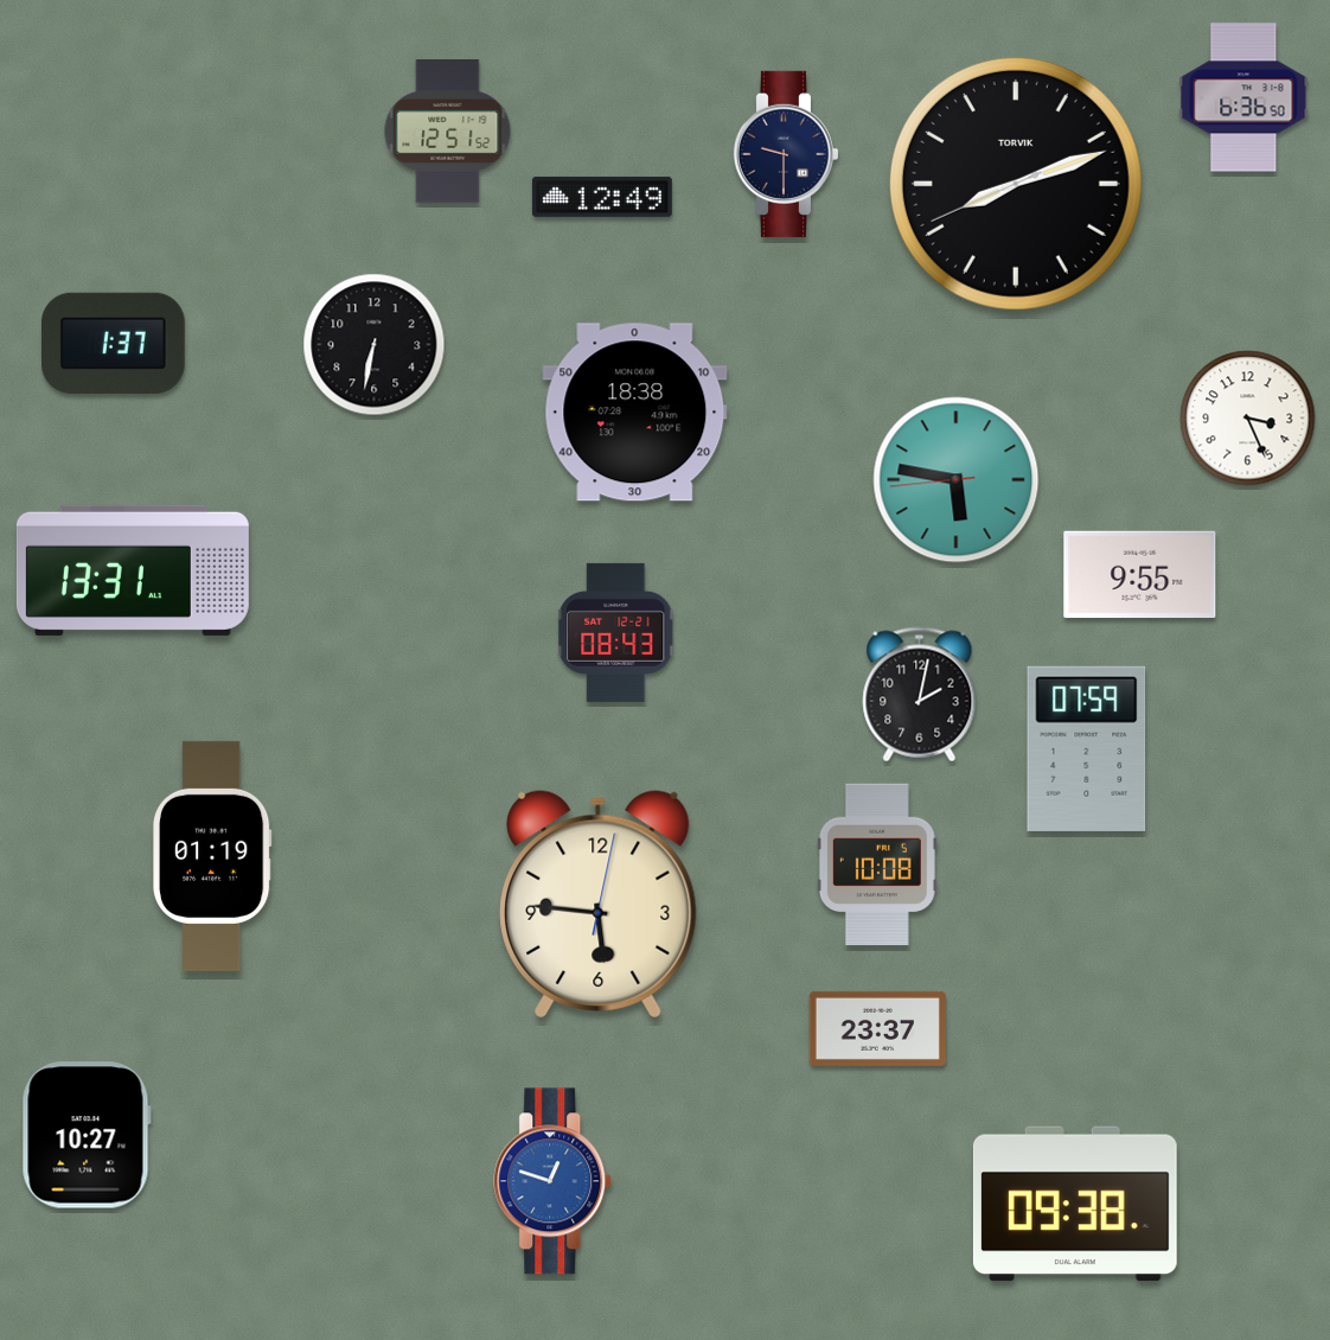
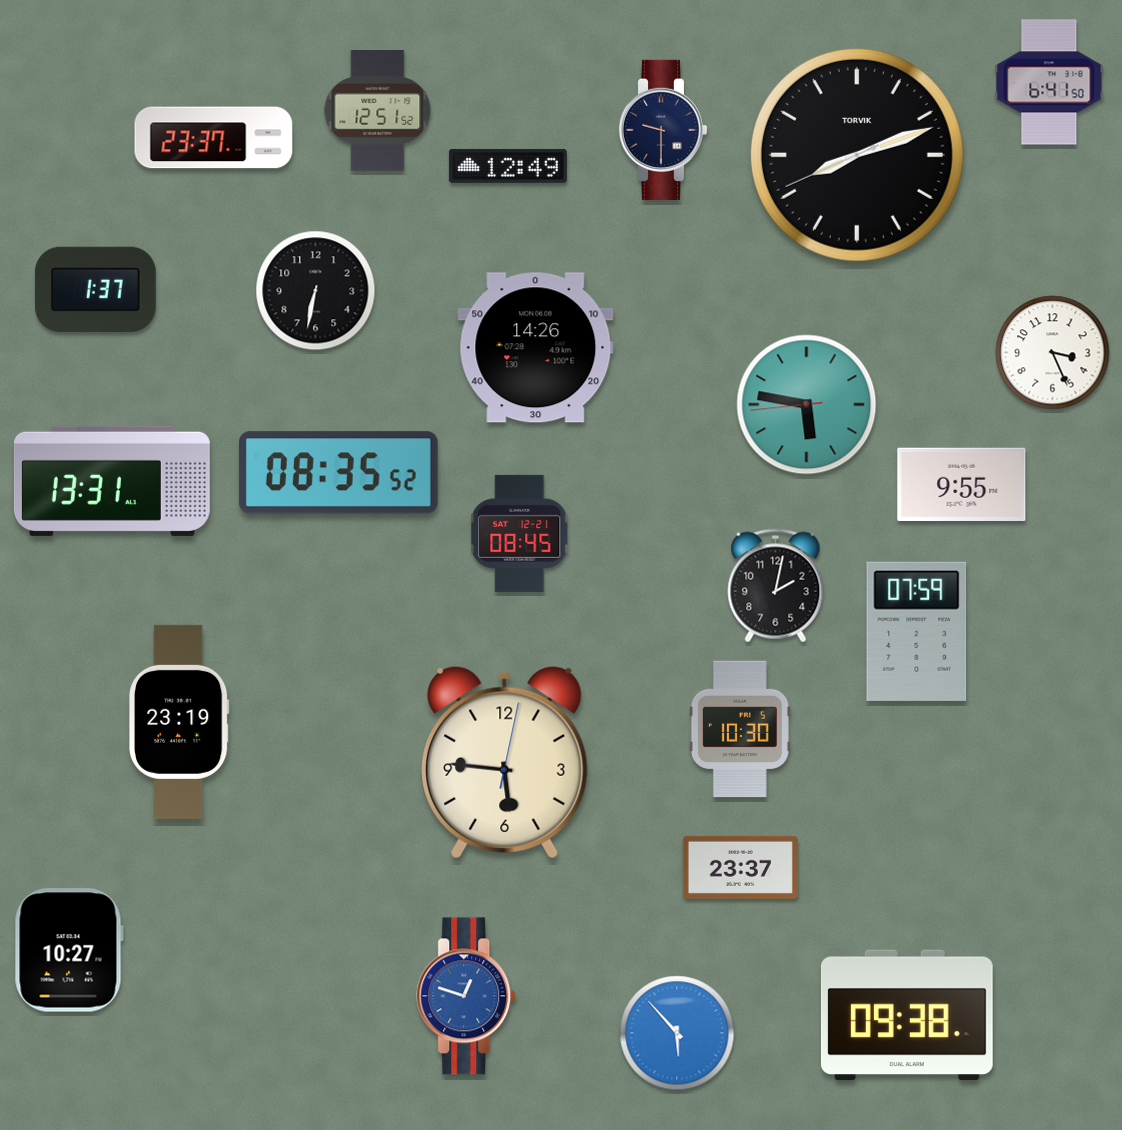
clock at (1243, 97): 6:36 -> 6:41
clock at (214, 138): none -> 23:37
clock at (635, 413): 18:38 -> 14:26
clock at (338, 473): none -> 08:35
clock at (616, 632): 08:43 -> 08:45
clock at (212, 856): 01:19 -> 23:19
clock at (877, 864): 10:08 -> 10:30
clock at (87, 1135) position: (87, 1135) -> (69, 950)
clock at (677, 1033): none -> 5:53
